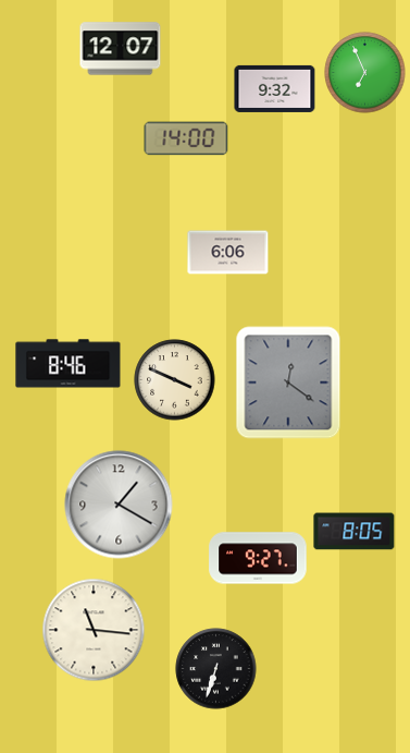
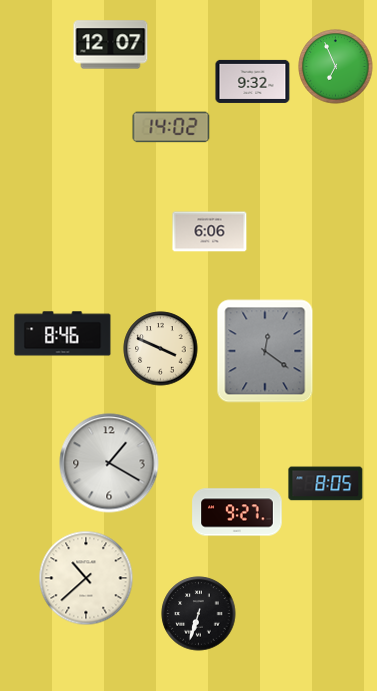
clock at (186, 138): 14:00 -> 14:02
clock at (355, 532) position: (355, 532) -> (326, 484)
clock at (94, 630): 11:16 -> 10:38
